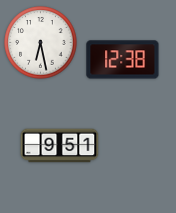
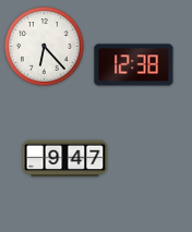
clock at (41, 43): 6:28 -> 6:23
clock at (60, 146): 9:51 -> 9:47
